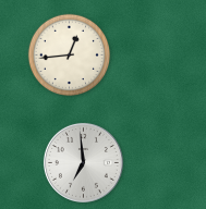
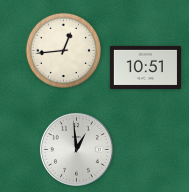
clock at (145, 67): none -> 10:51
clock at (83, 162): 6:59 -> 12:59
